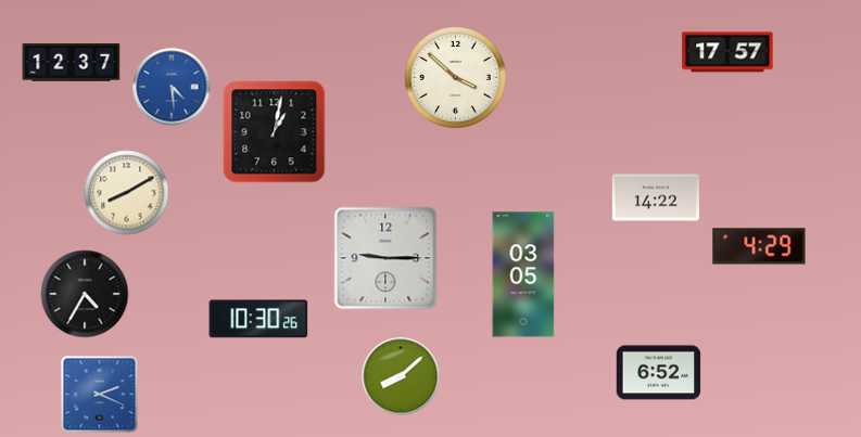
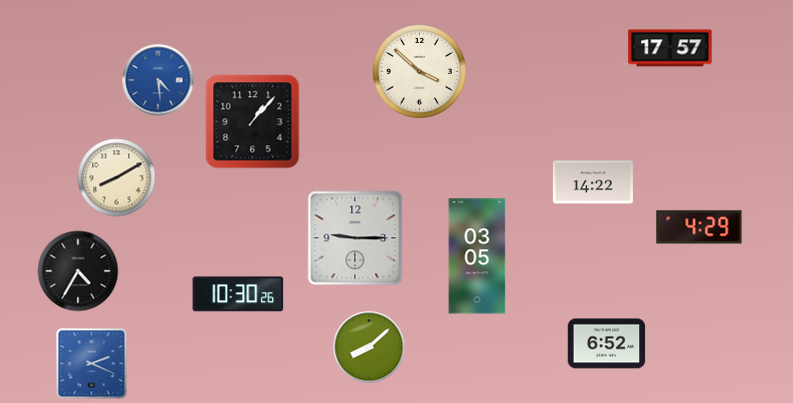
clock at (72, 63): 12:37 -> none
clock at (275, 132): 1:02 -> 1:07
clock at (656, 197) position: (656, 197) -> (593, 182)
clock at (523, 274) position: (523, 274) -> (477, 256)
